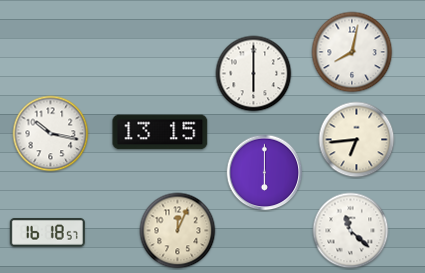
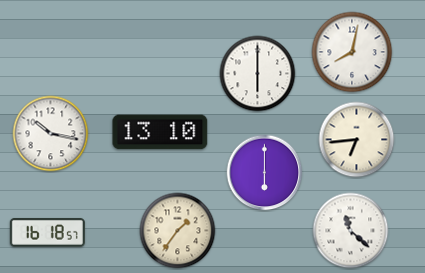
clock at (254, 74) position: (254, 74) -> (258, 74)
clock at (160, 132): 13:15 -> 13:10
clock at (178, 231): 12:04 -> 1:36
